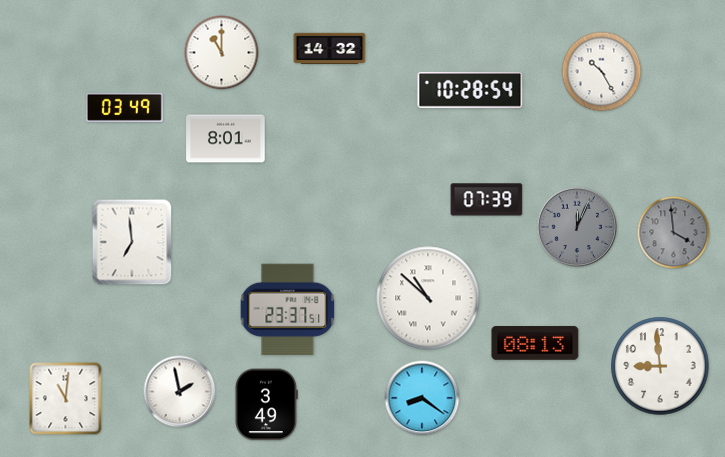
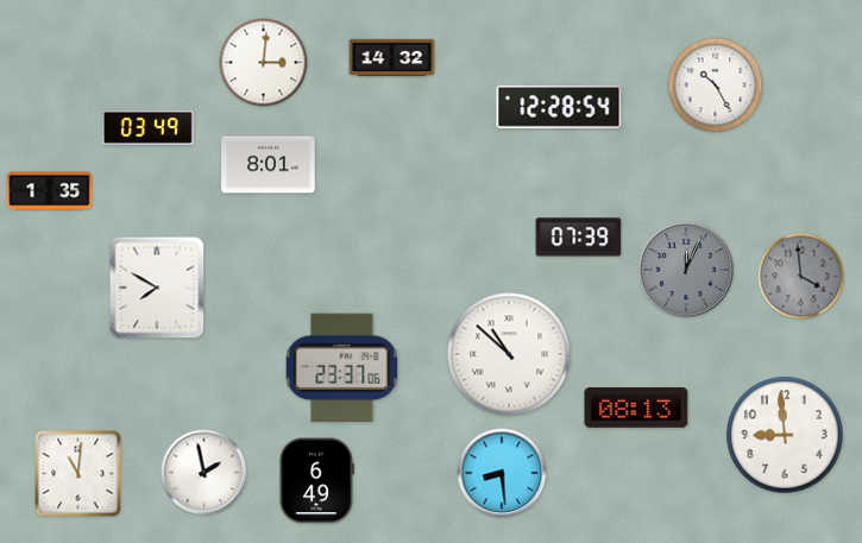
clock at (222, 53): 11:00 -> 3:01
clock at (470, 90): 10:28 -> 12:28
clock at (50, 191): none -> 1:35
clock at (132, 242): 6:59 -> 7:50
clock at (288, 310): 23:37:51 -> 23:37:06
clock at (180, 392) position: (180, 392) -> (205, 473)
clock at (422, 398): 8:21 -> 8:29
clock at (266, 405): 3:49 -> 6:49
